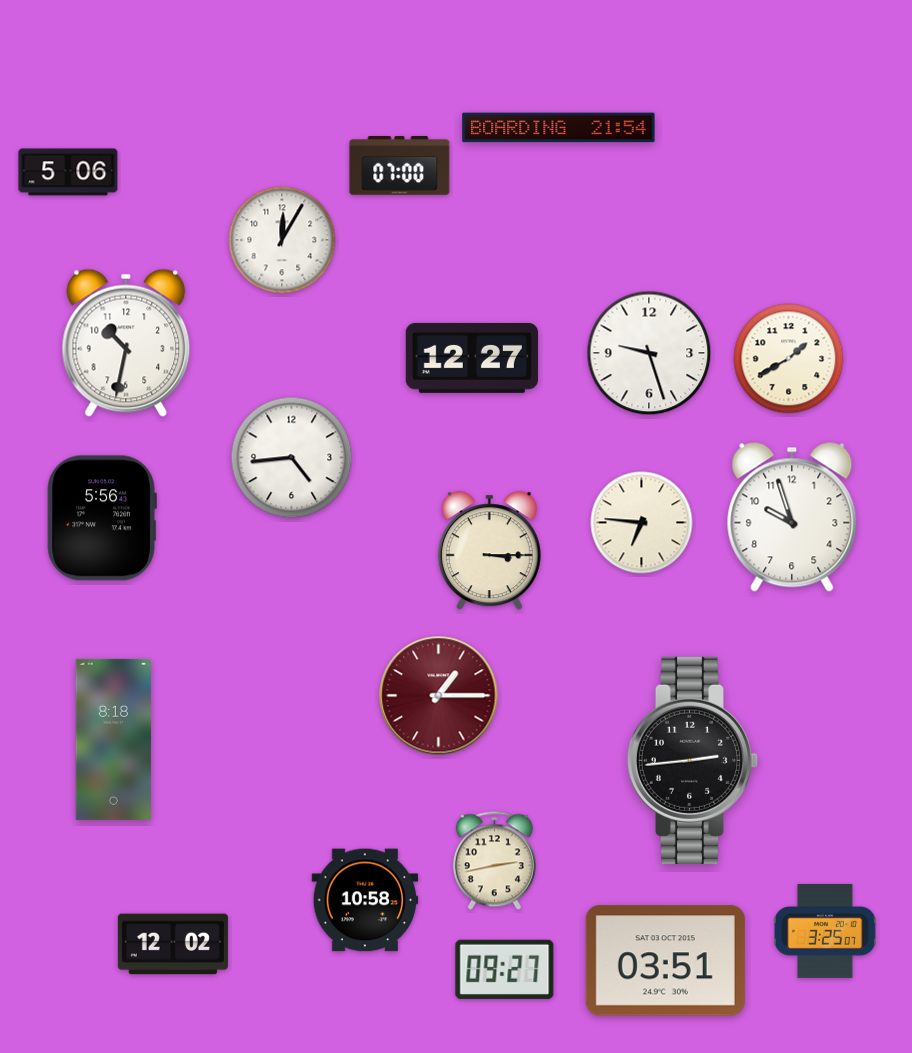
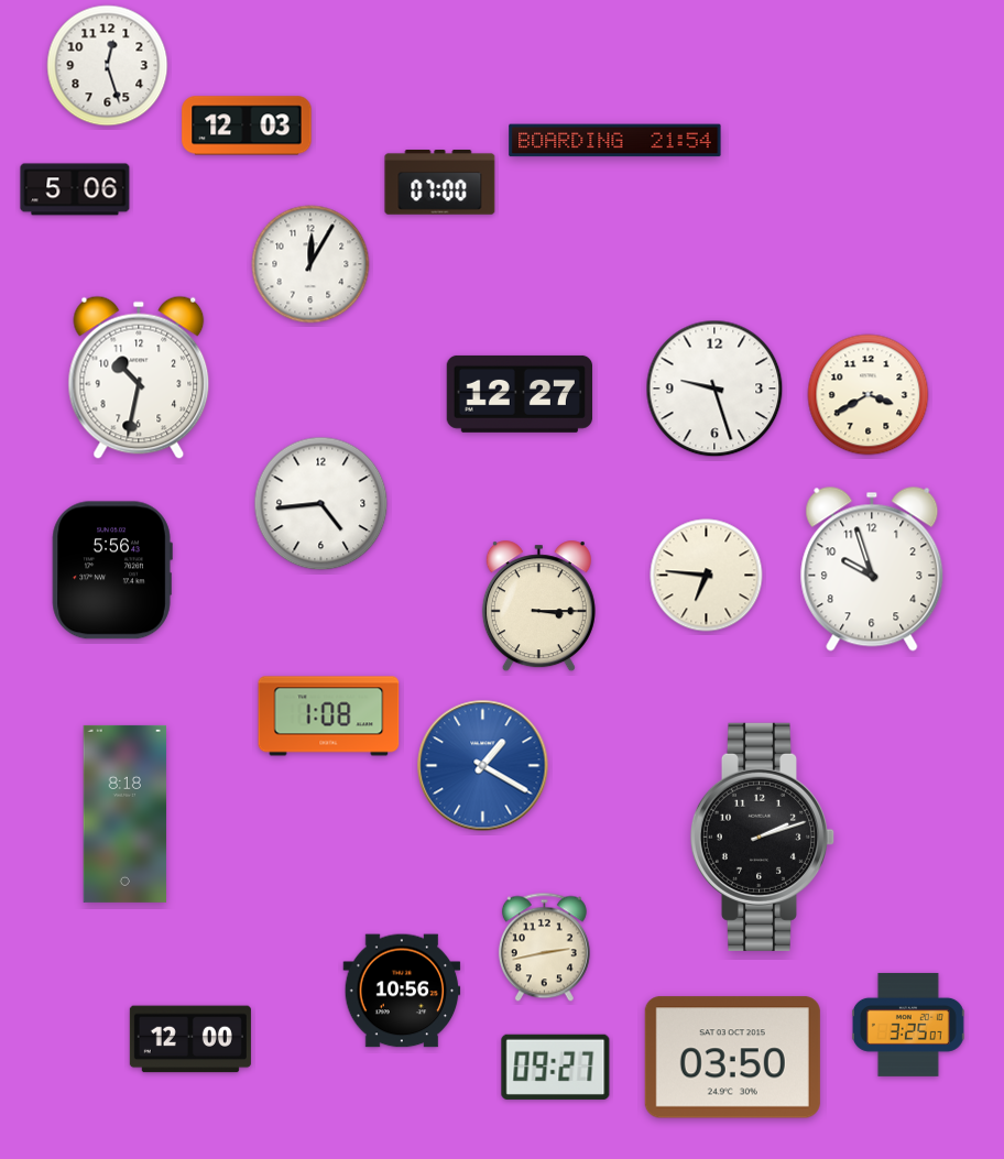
clock at (108, 66): none -> 12:27
clock at (247, 125): none -> 12:03
clock at (789, 359): 1:40 -> 3:40
clock at (329, 717): none -> 1:08
clock at (439, 696): 1:15 -> 1:20
clock at (439, 696) dial: burgundy -> blue
clock at (693, 760): 2:44 -> 2:12
clock at (365, 900): 10:58 -> 10:56
clock at (173, 944): 12:02 -> 12:00
clock at (665, 961): 03:51 -> 03:50
